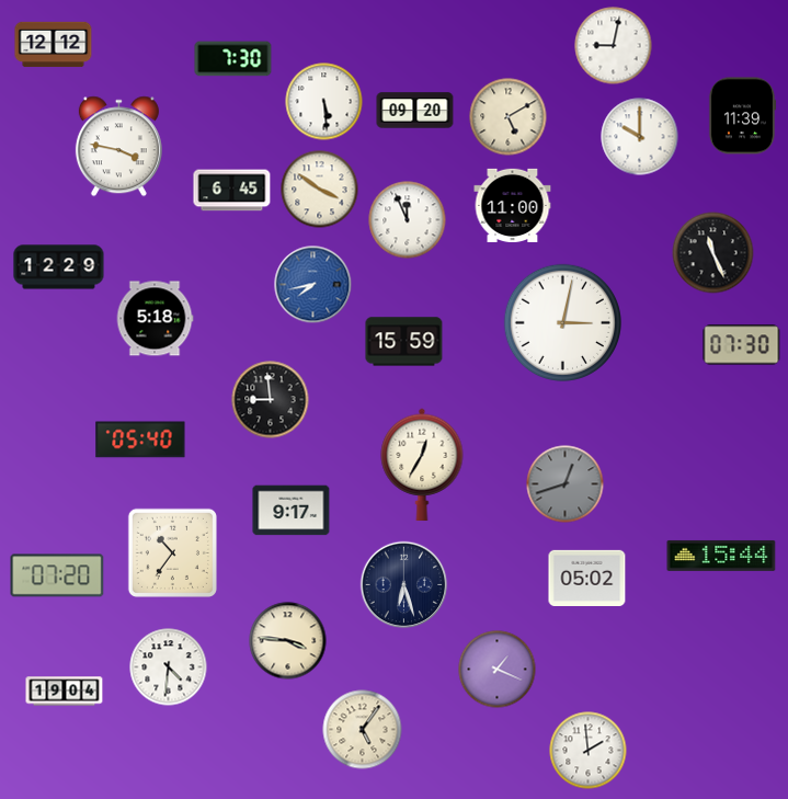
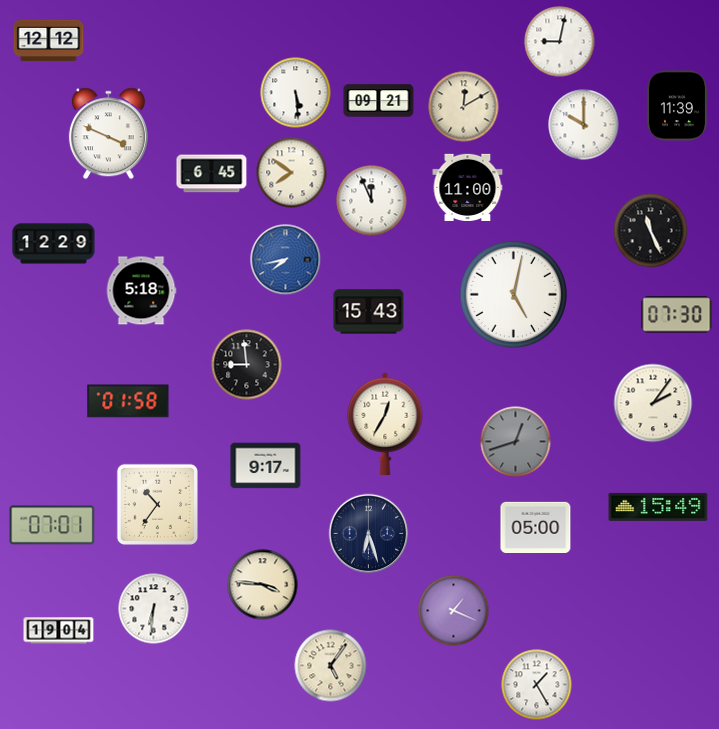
clock at (233, 59): 7:30 -> none
clock at (415, 111): 09:20 -> 09:21
clock at (509, 117): 5:10 -> 12:10
clock at (118, 147): 3:47 -> 3:49
clock at (320, 190): 3:51 -> 7:51
clock at (562, 322): 3:02 -> 5:02
clock at (404, 342): 15:59 -> 15:43
clock at (140, 440): 05:40 -> 01:58
clock at (653, 403): none -> 2:06
clock at (721, 556): 15:44 -> 15:49
clock at (57, 575): 07:20 -> 07:01
clock at (587, 578): 05:02 -> 05:00
clock at (169, 667): 4:31 -> 6:31
clock at (589, 751): 1:59 -> 1:25
